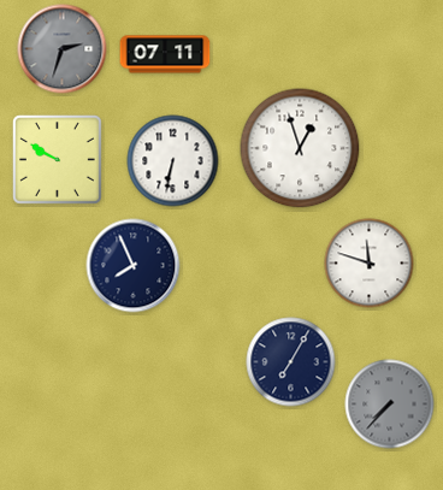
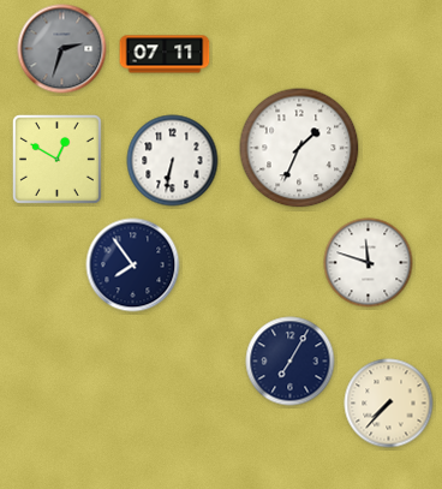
clock at (300, 148): 12:57 -> 1:34
clock at (57, 159): 9:50 -> 12:50
clock at (134, 266): 7:56 -> 7:54
clock at (390, 405) dial: grey -> cream
